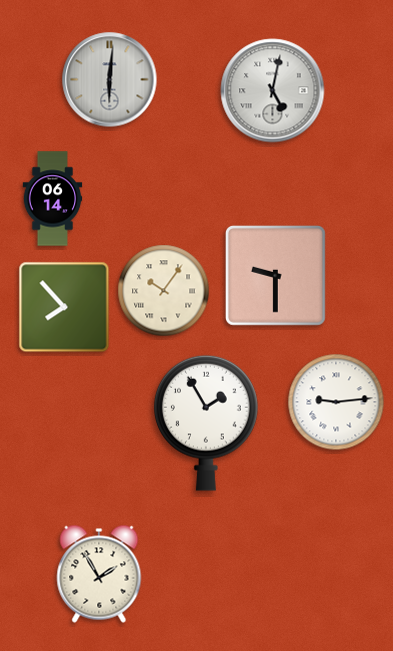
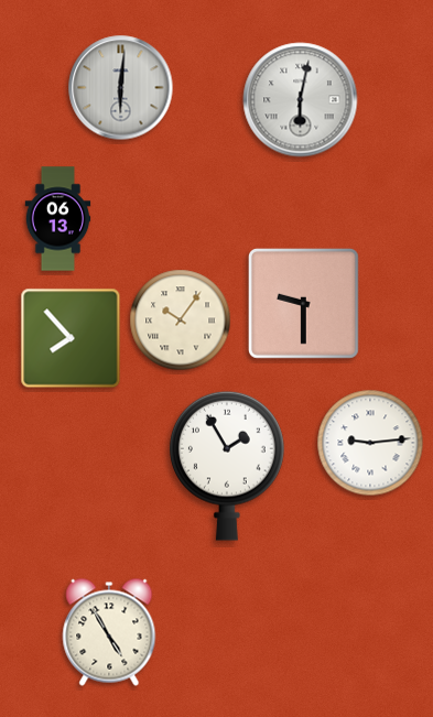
clock at (273, 91): 5:02 -> 6:02
clock at (53, 199): 06:14 -> 06:13
clock at (99, 574): 1:55 -> 4:55
